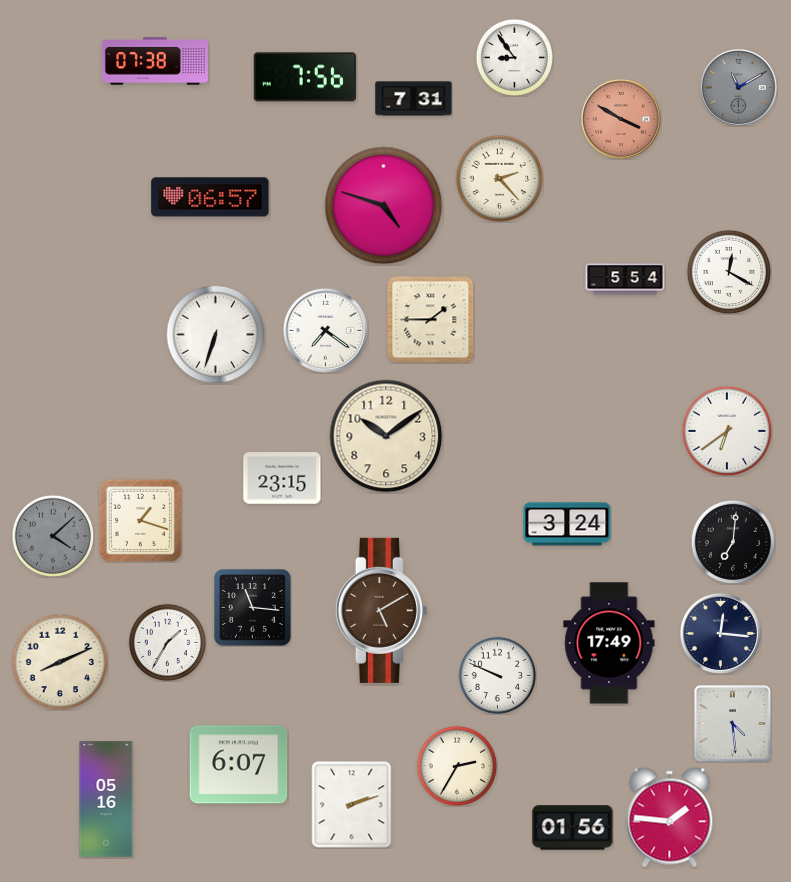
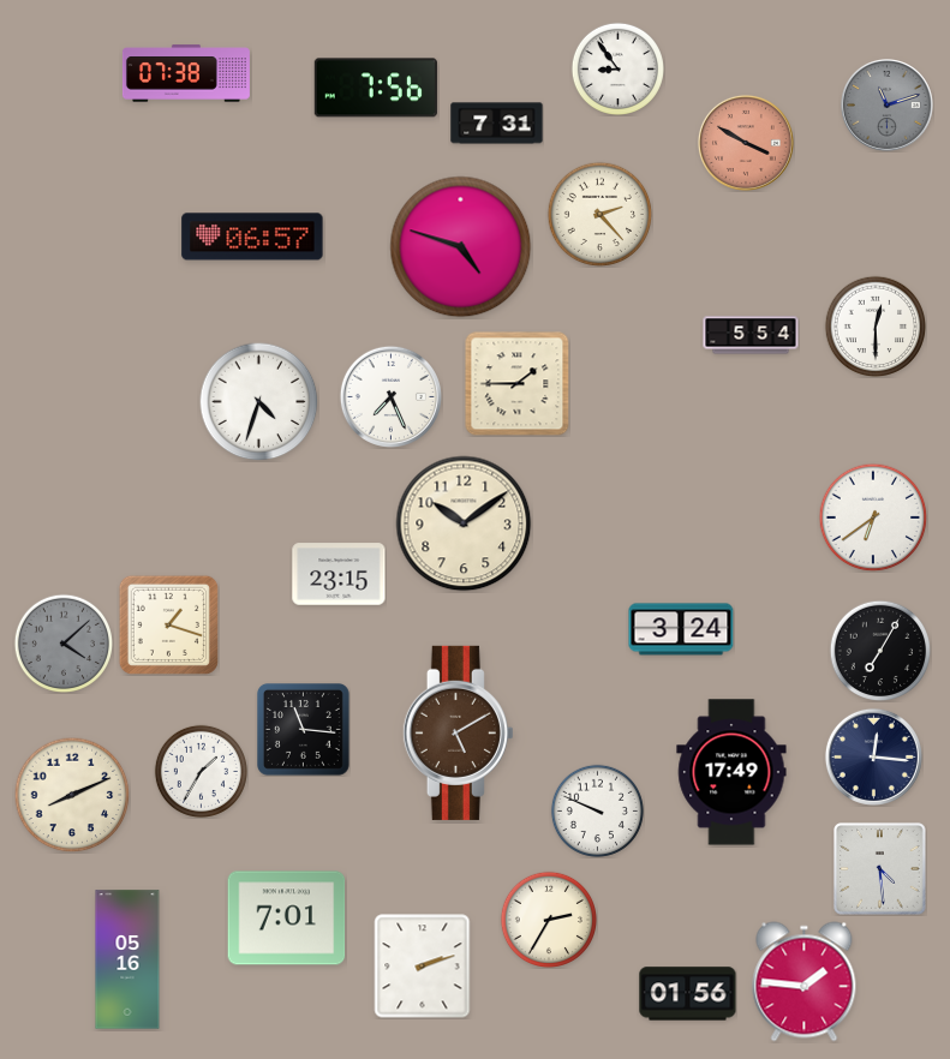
clock at (305, 77) position: (305, 77) -> (376, 88)
clock at (739, 88): 11:10 -> 11:12
clock at (414, 99) position: (414, 99) -> (497, 124)
clock at (729, 272): 12:20 -> 12:30
clock at (325, 330): 7:21 -> 7:26
clock at (216, 335): 6:33 -> 4:33
clock at (733, 542): 7:01 -> 7:05
clock at (720, 633) position: (720, 633) -> (873, 756)
clock at (239, 765): 6:07 -> 7:01
